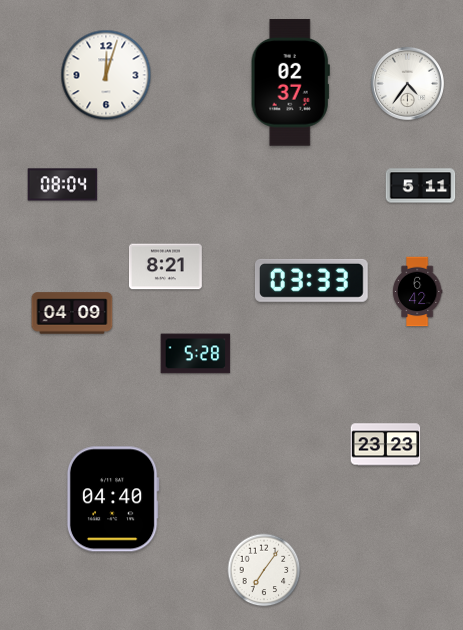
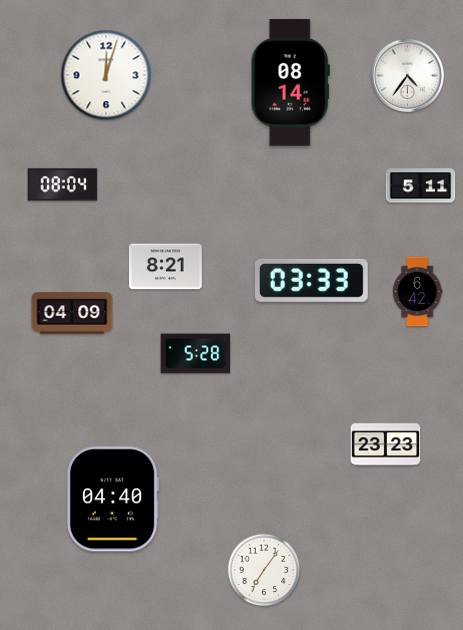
clock at (290, 83): 02:37 -> 08:14
clock at (407, 83) position: (407, 83) -> (407, 75)
